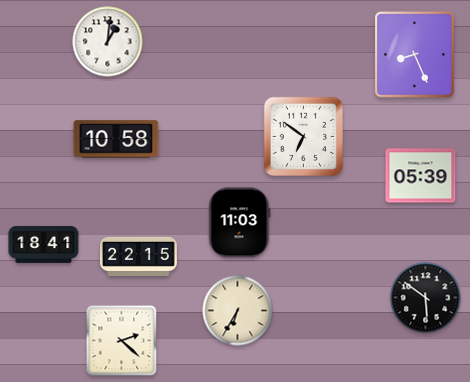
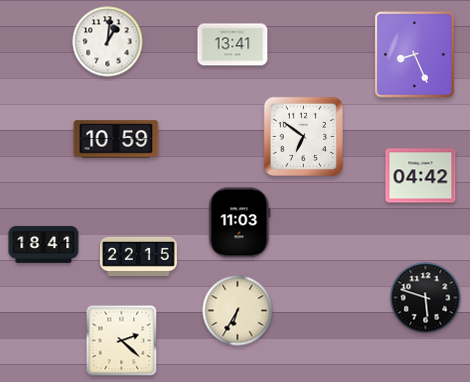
clock at (233, 45): none -> 13:41
clock at (116, 139): 10:58 -> 10:59
clock at (421, 176): 05:39 -> 04:42
clock at (426, 298): 5:51 -> 5:48
